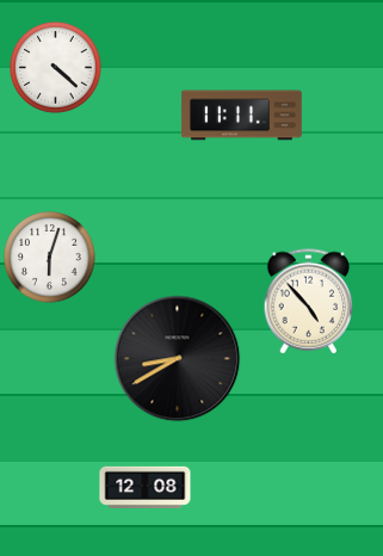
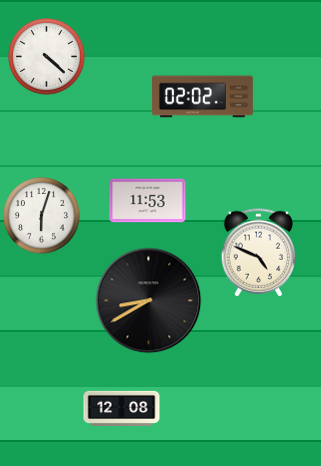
clock at (241, 116): 11:11 -> 02:02
clock at (148, 201): none -> 11:53
clock at (309, 302): 4:53 -> 4:49
